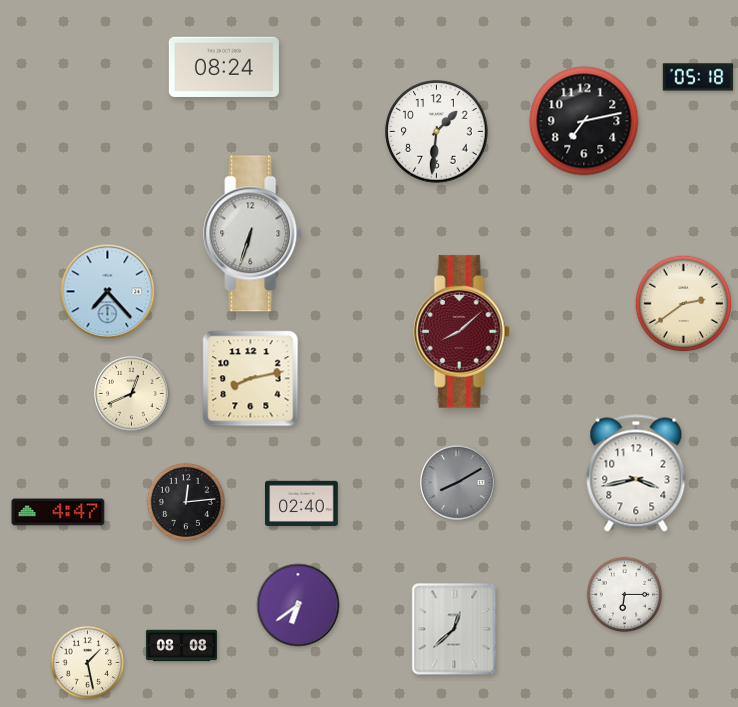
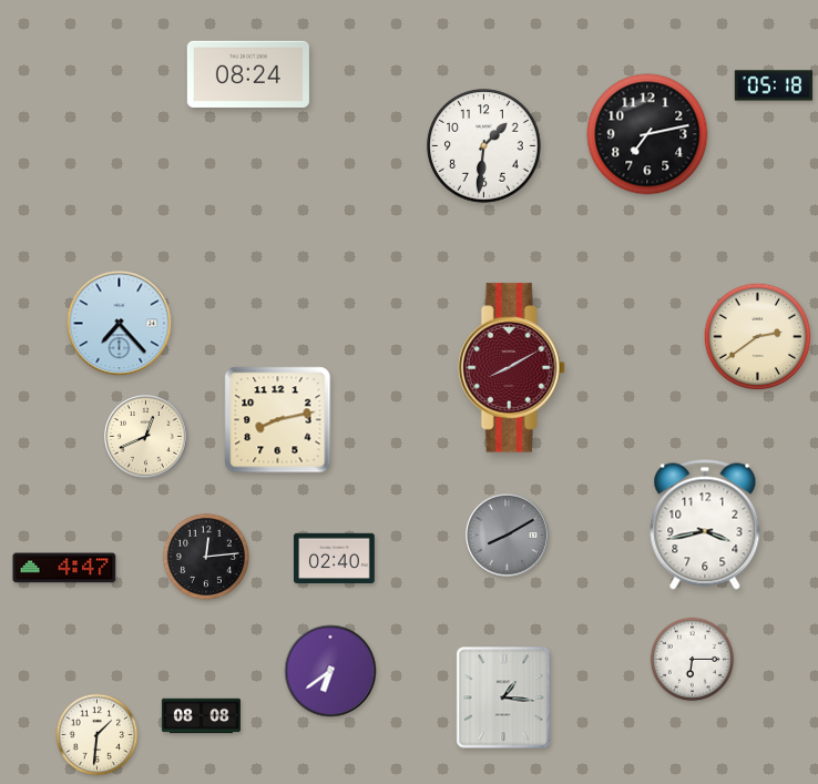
clock at (253, 234): 6:33 -> none
clock at (461, 332): 8:08 -> 8:10
clock at (454, 629): 12:38 -> 1:16
clock at (88, 663): 1:28 -> 1:31
